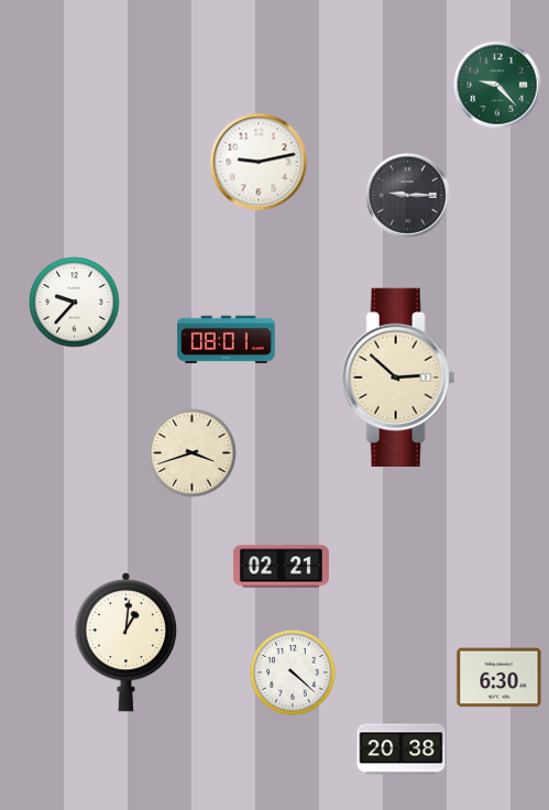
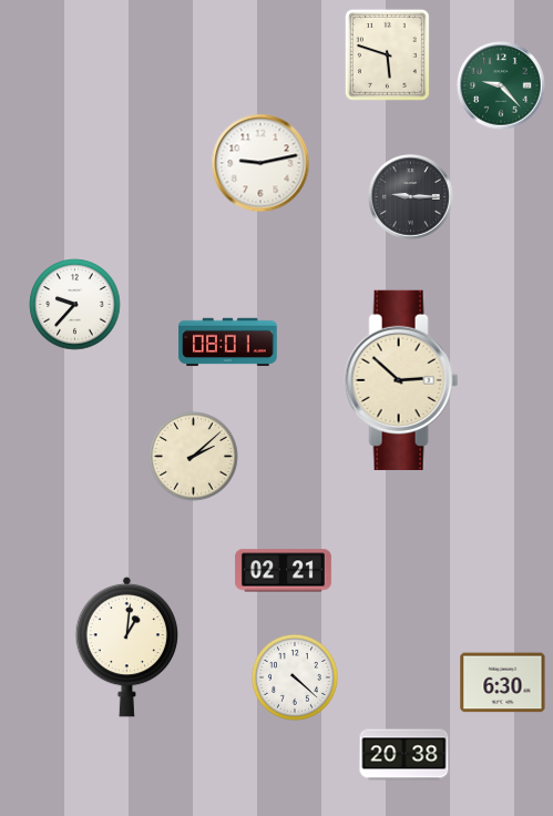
clock at (387, 54): none -> 5:48
clock at (193, 453): 3:42 -> 2:08
